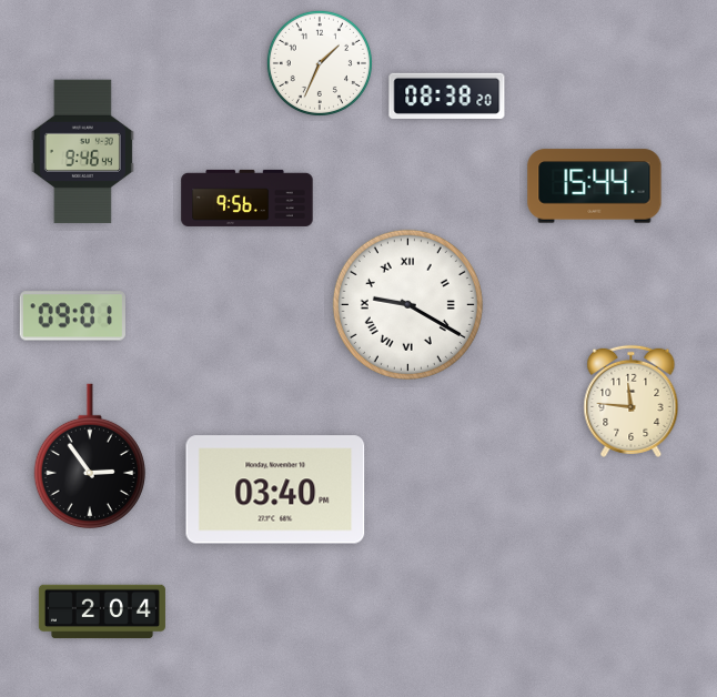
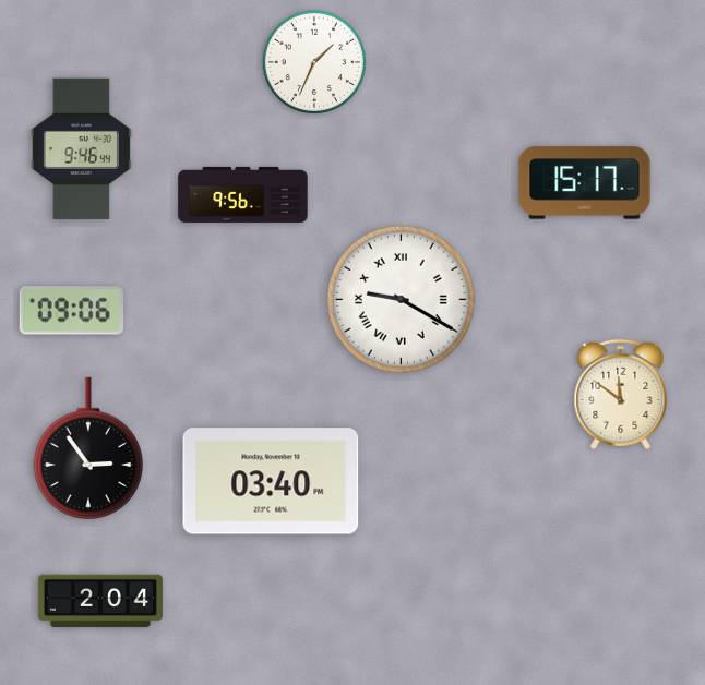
clock at (447, 95): 08:38 -> none
clock at (595, 186): 15:44 -> 15:17
clock at (72, 316): 09:01 -> 09:06
clock at (632, 401): 11:46 -> 11:51
